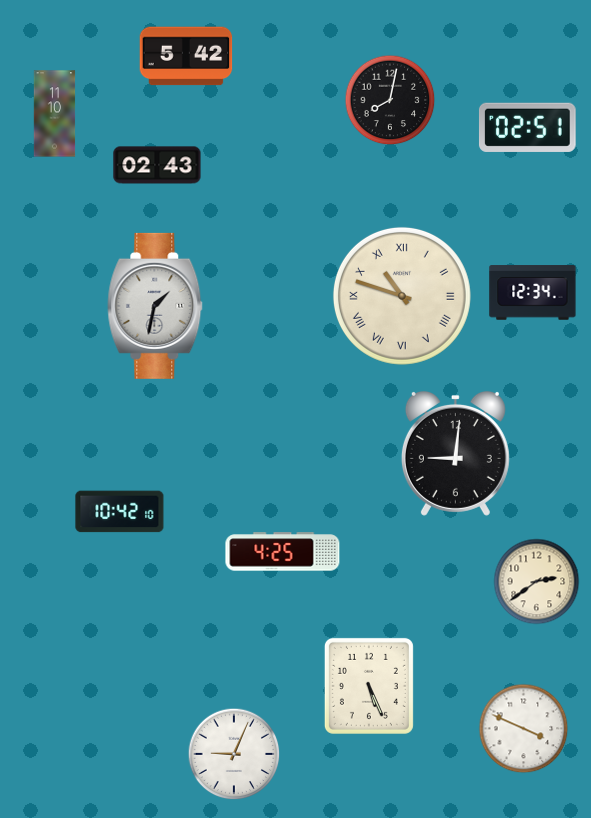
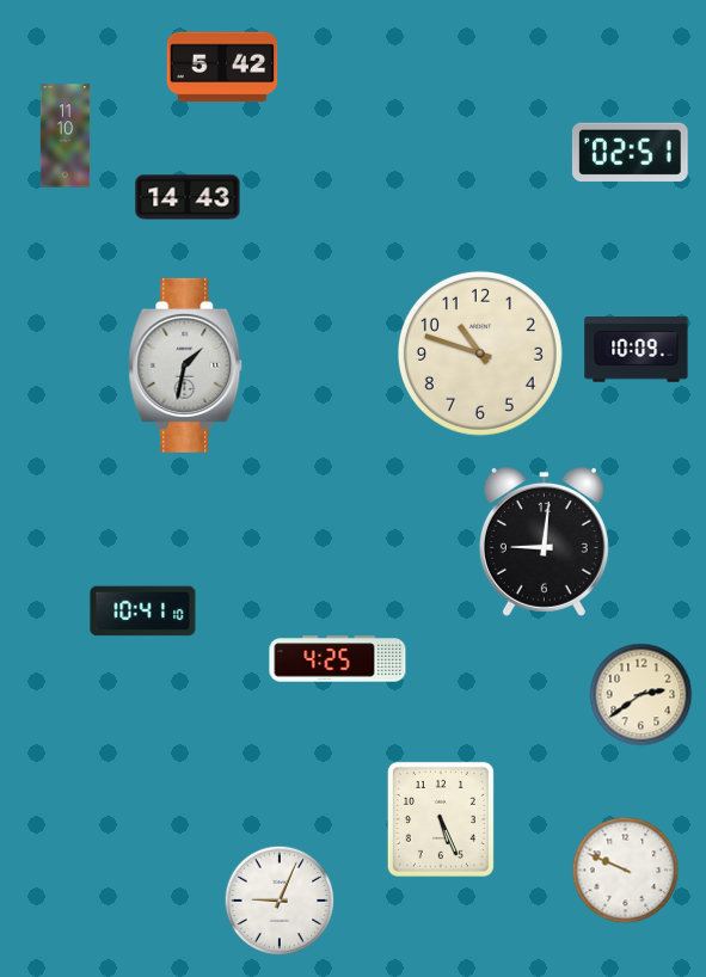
clock at (390, 100): 8:02 -> none
clock at (157, 165): 02:43 -> 14:43
clock at (533, 293): 12:34 -> 10:09
clock at (402, 296) numerals: Roman -> Arabic
clock at (120, 512): 10:42 -> 10:41
clock at (524, 729): 3:49 -> 9:49
